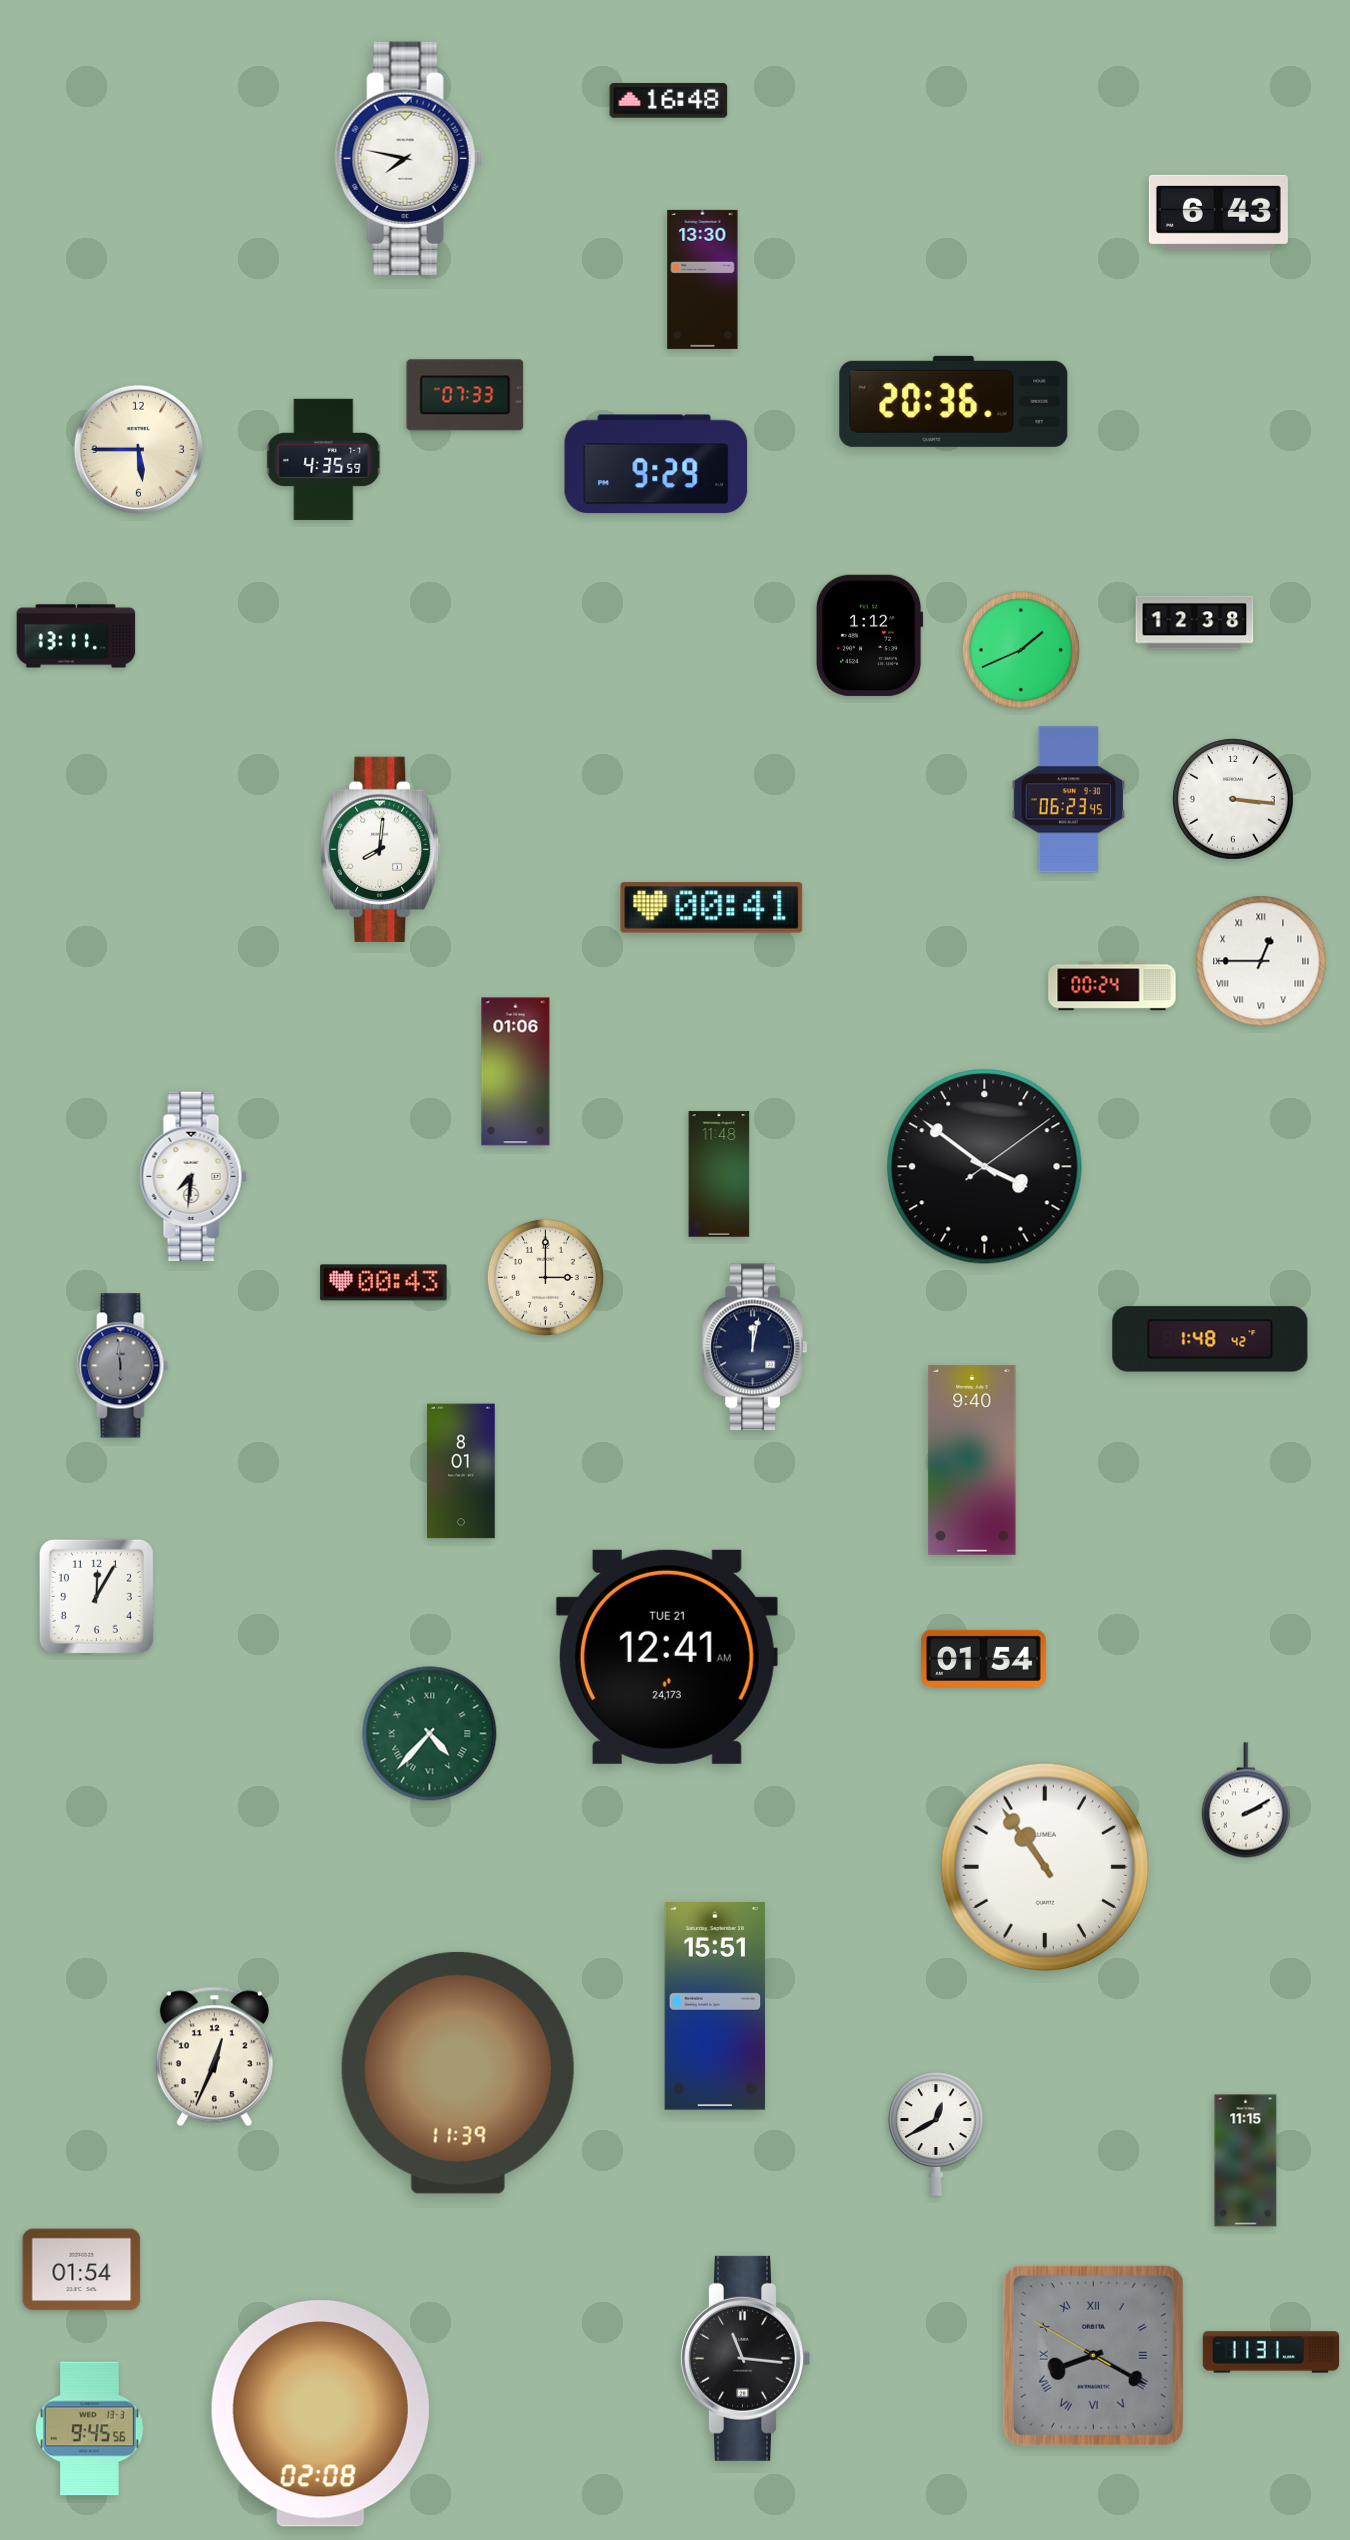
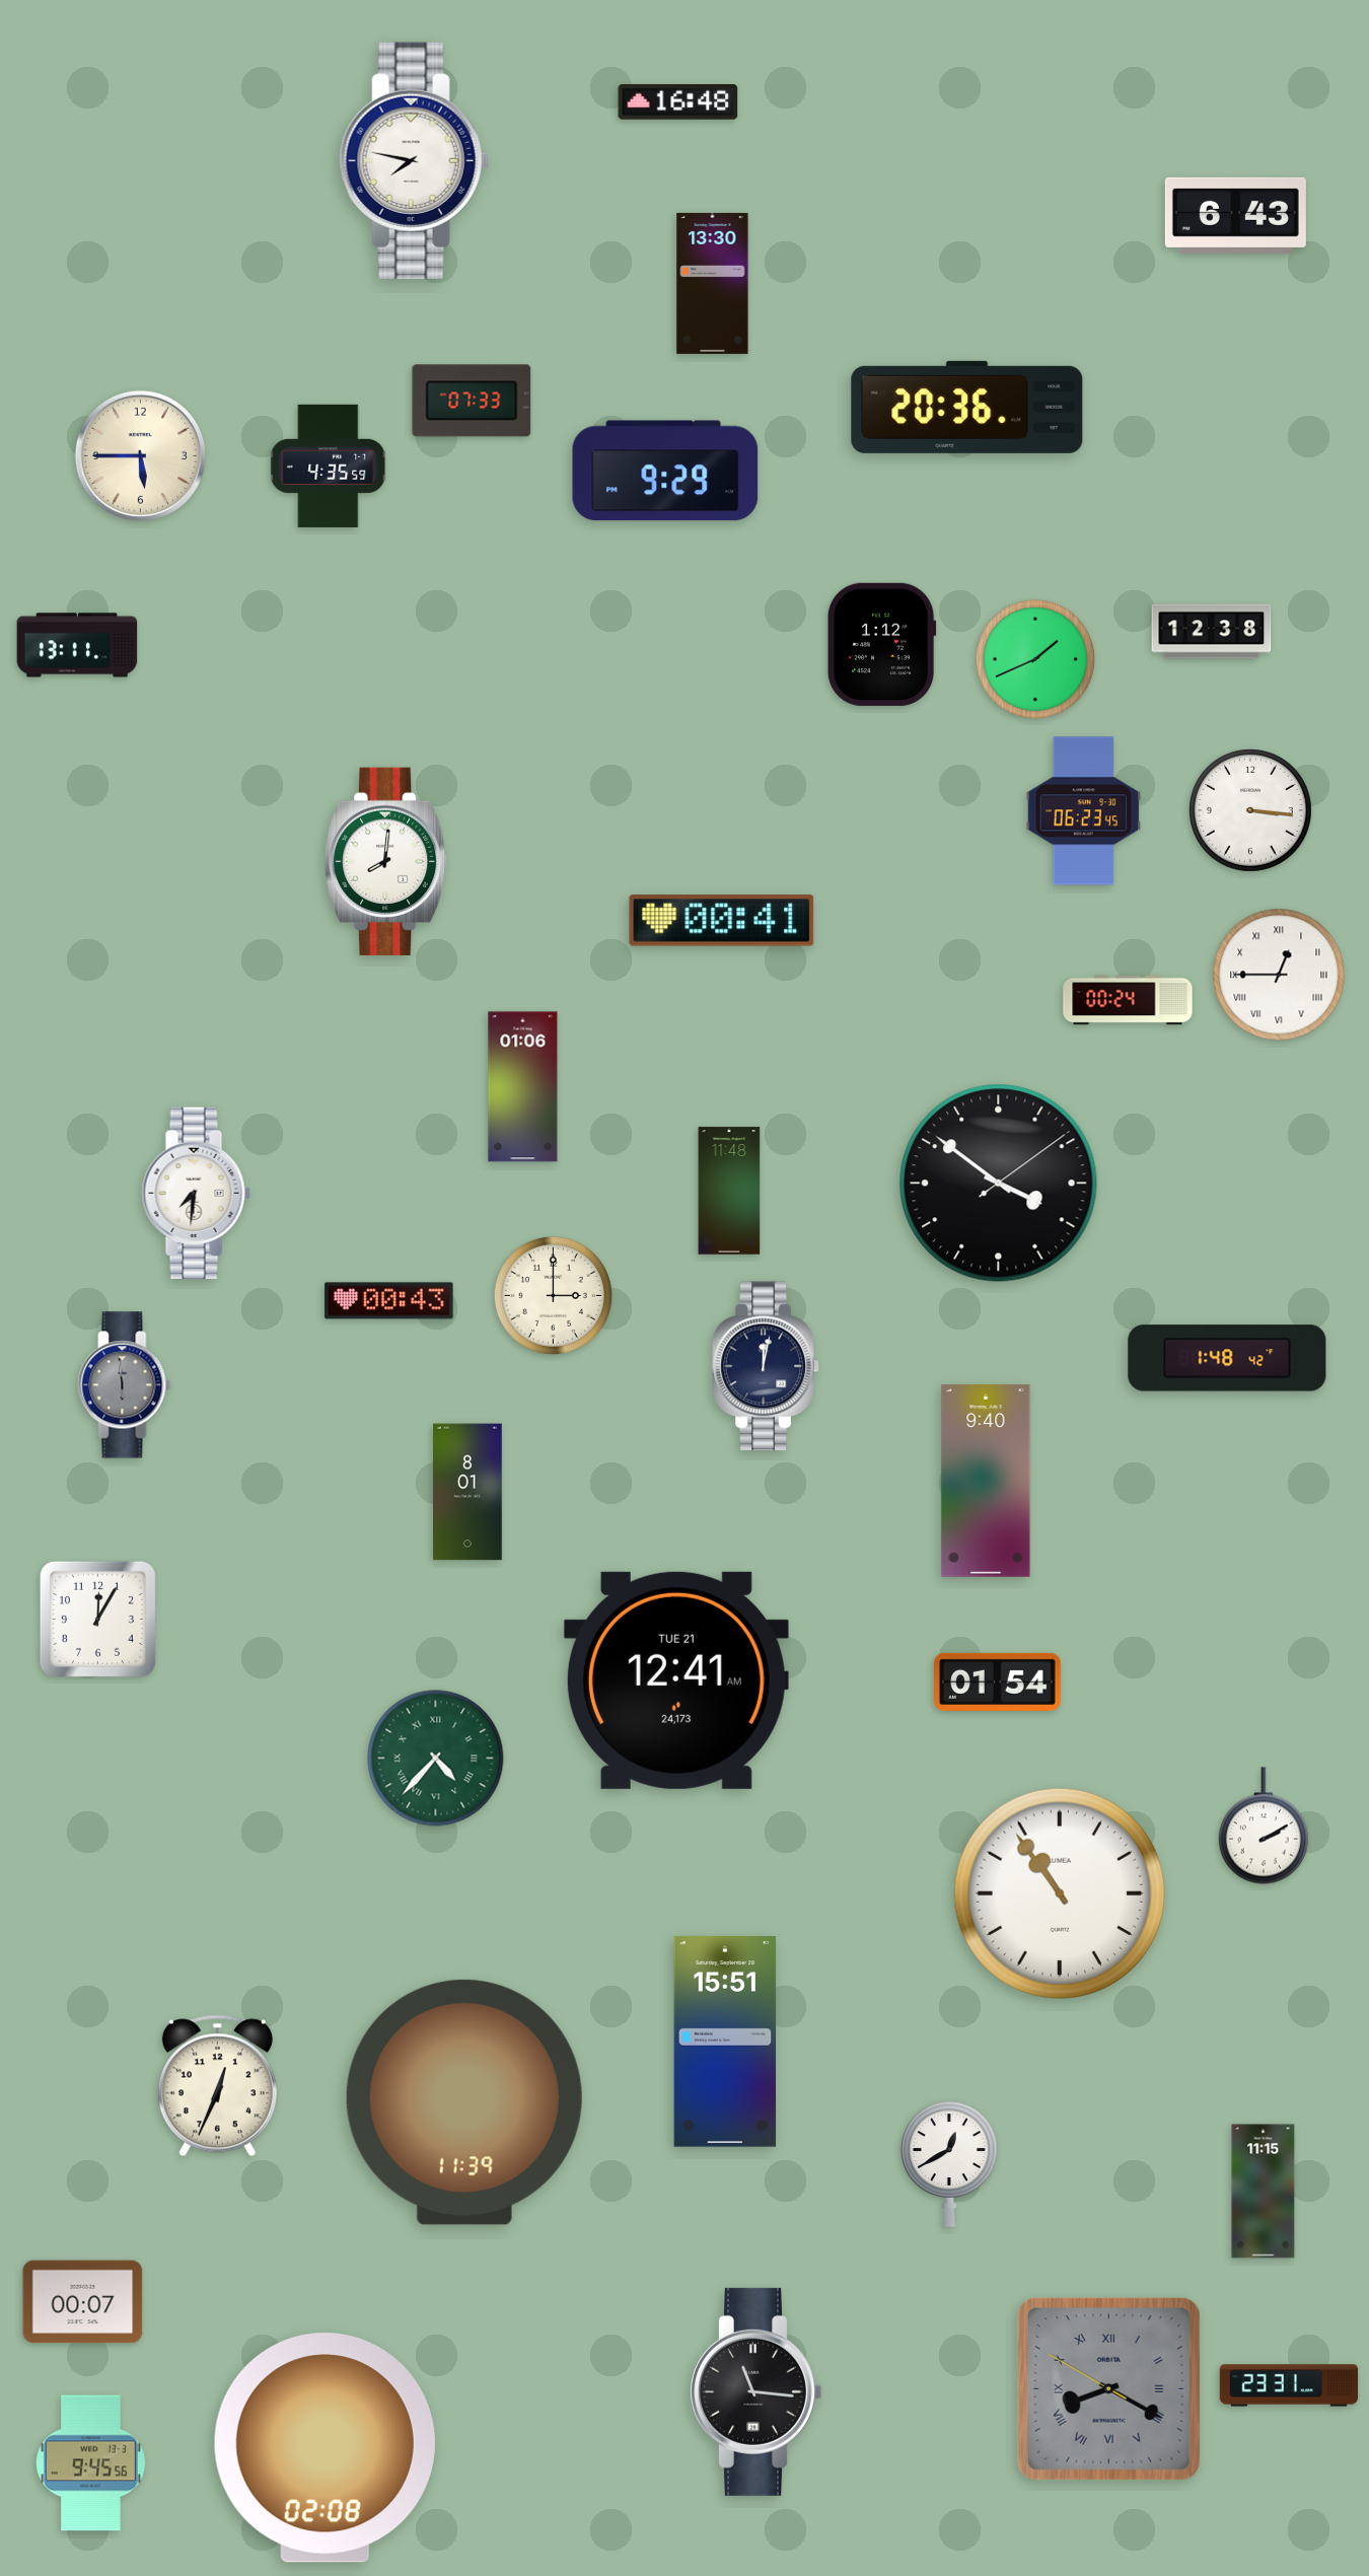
clock at (715, 2006) position: (715, 2006) -> (725, 2042)
clock at (82, 2270): 01:54 -> 00:07
clock at (1271, 2352): 11:31 -> 23:31
